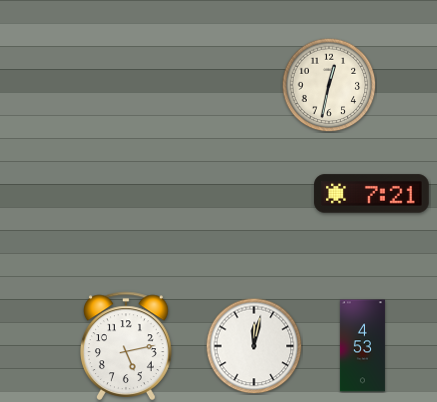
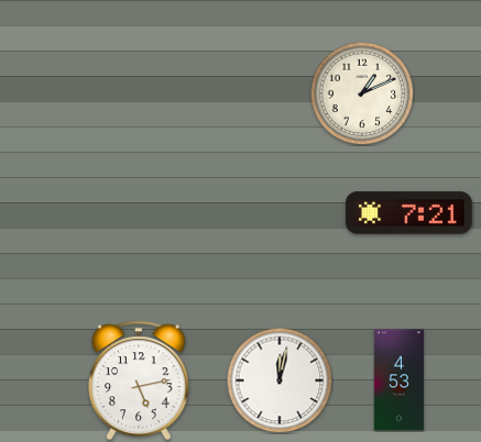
clock at (329, 85): 12:32 -> 1:11
